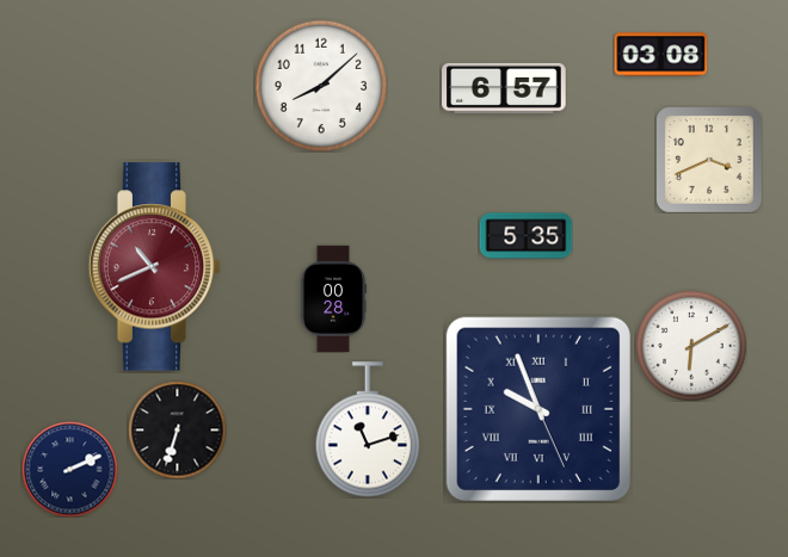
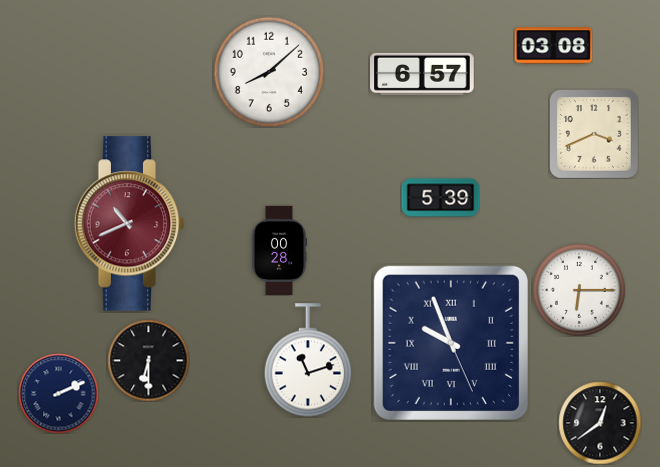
clock at (525, 236): 5:35 -> 5:39
clock at (691, 346): 6:10 -> 6:15
clock at (177, 429): 6:33 -> 6:30
clock at (600, 423): none -> 12:39
